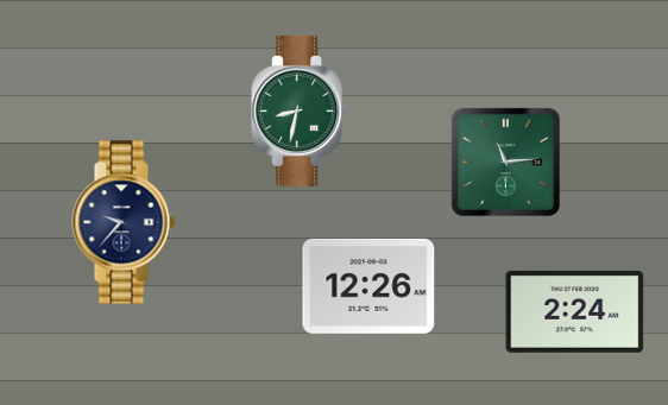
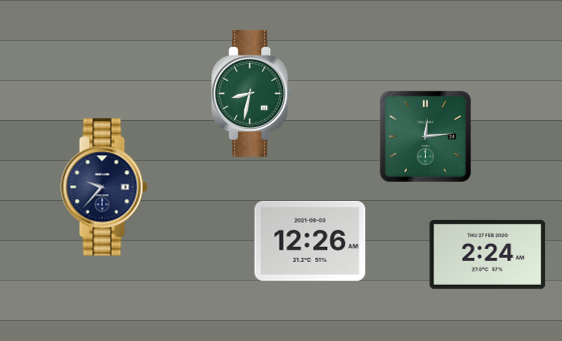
clock at (505, 162): 11:14 -> 12:14
clock at (575, 311) position: (575, 311) -> (488, 254)
